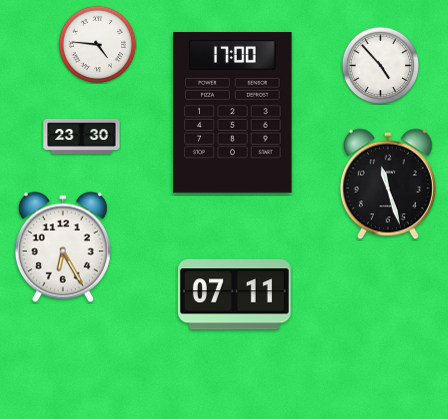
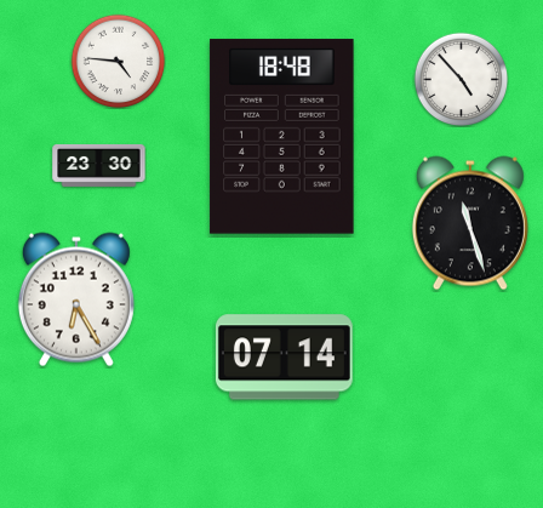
clock at (97, 44) position: (97, 44) -> (118, 61)
clock at (233, 113): 17:00 -> 18:48
clock at (234, 295): 07:11 -> 07:14
